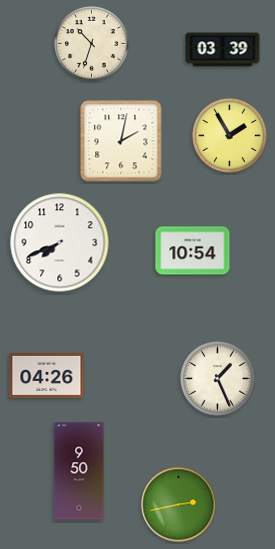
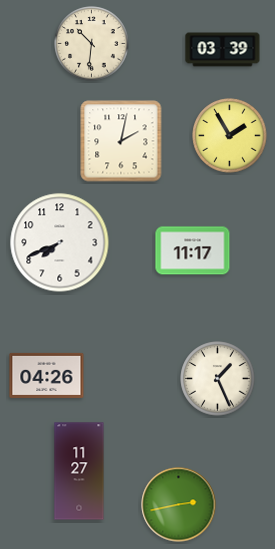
clock at (92, 44): 10:33 -> 10:31
clock at (193, 251): 10:54 -> 11:17
clock at (79, 471): 9:50 -> 11:27
